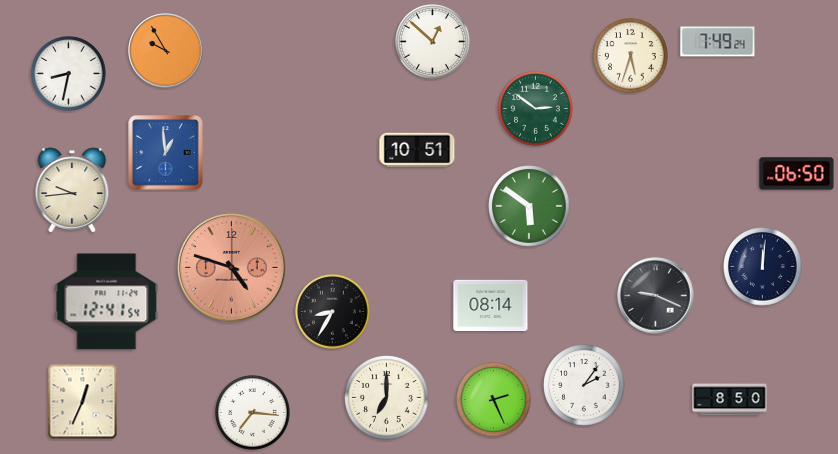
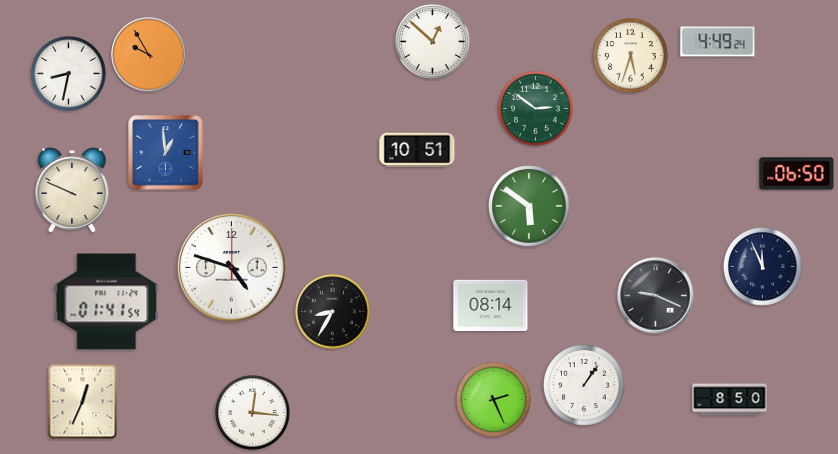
clock at (718, 42): 7:49 -> 4:49
clock at (166, 51) position: (166, 51) -> (149, 55)
clock at (72, 190): 9:44 -> 9:49
clock at (763, 267): 12:01 -> 11:56
clock at (232, 268) dial: salmon -> white
clock at (107, 302): 12:41 -> 01:41
clock at (584, 385): 2:06 -> 1:06
clock at (387, 398): 7:00 -> none
clock at (253, 413): 7:16 -> 12:16
